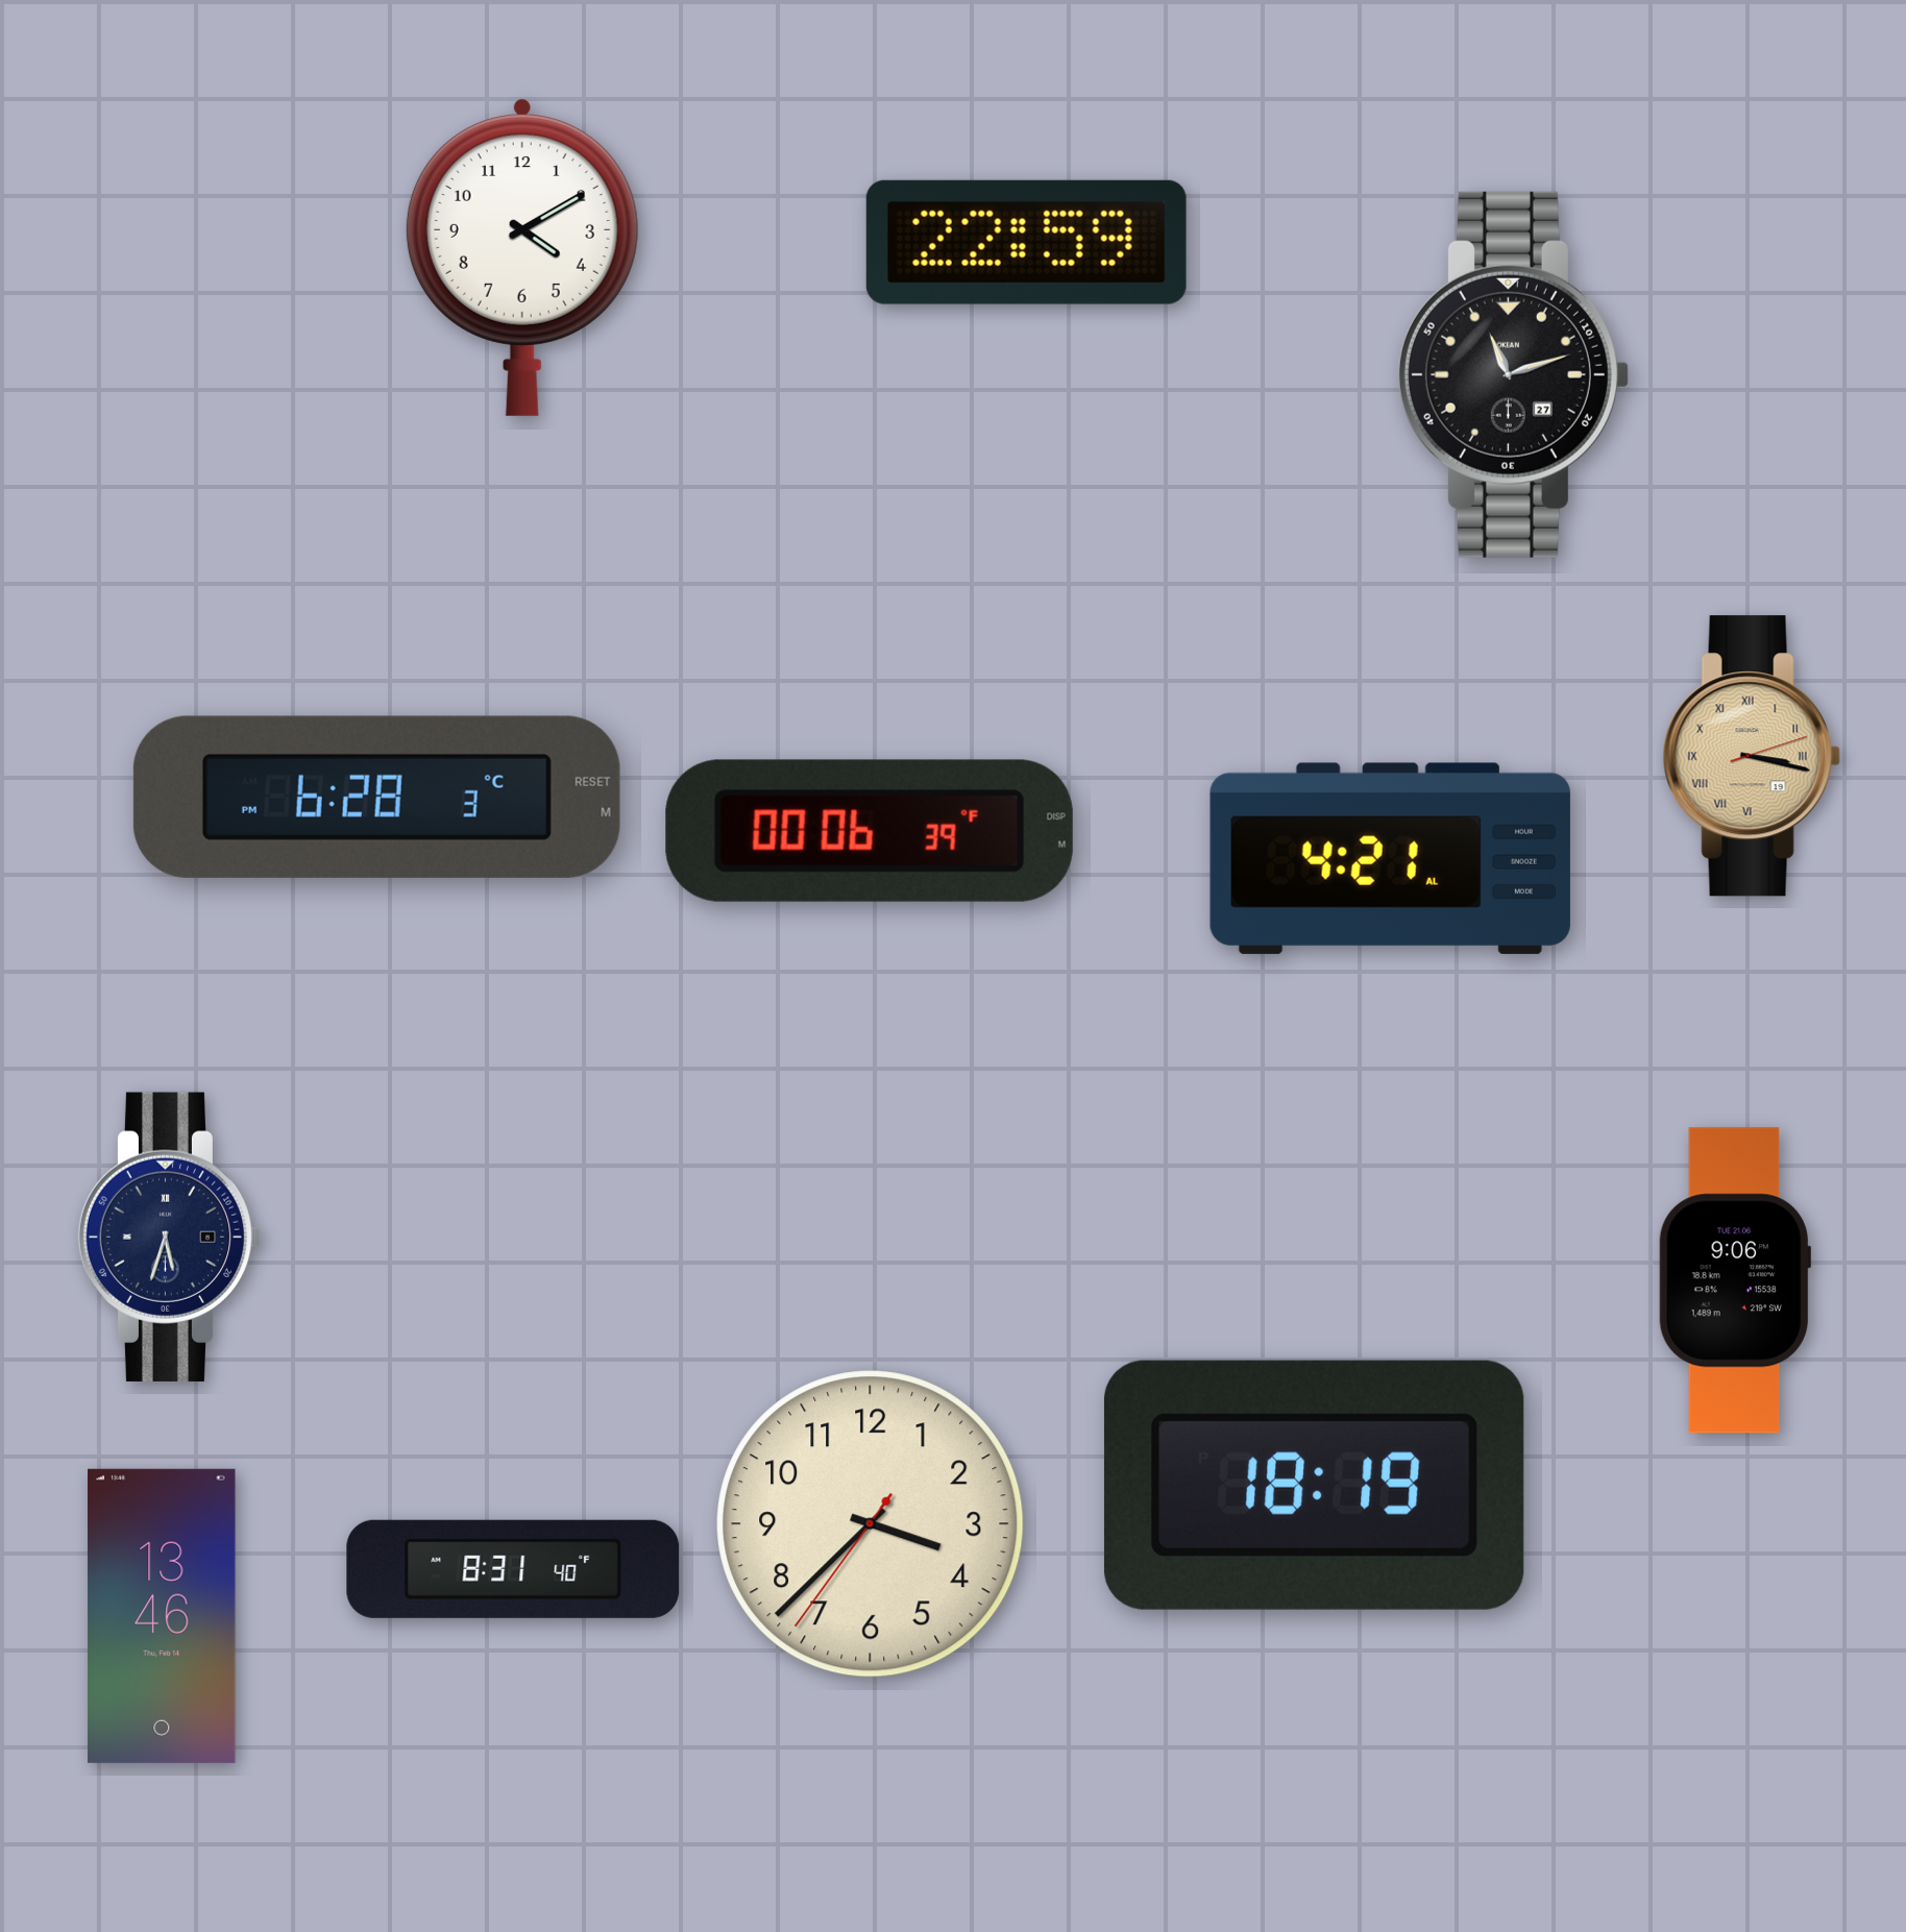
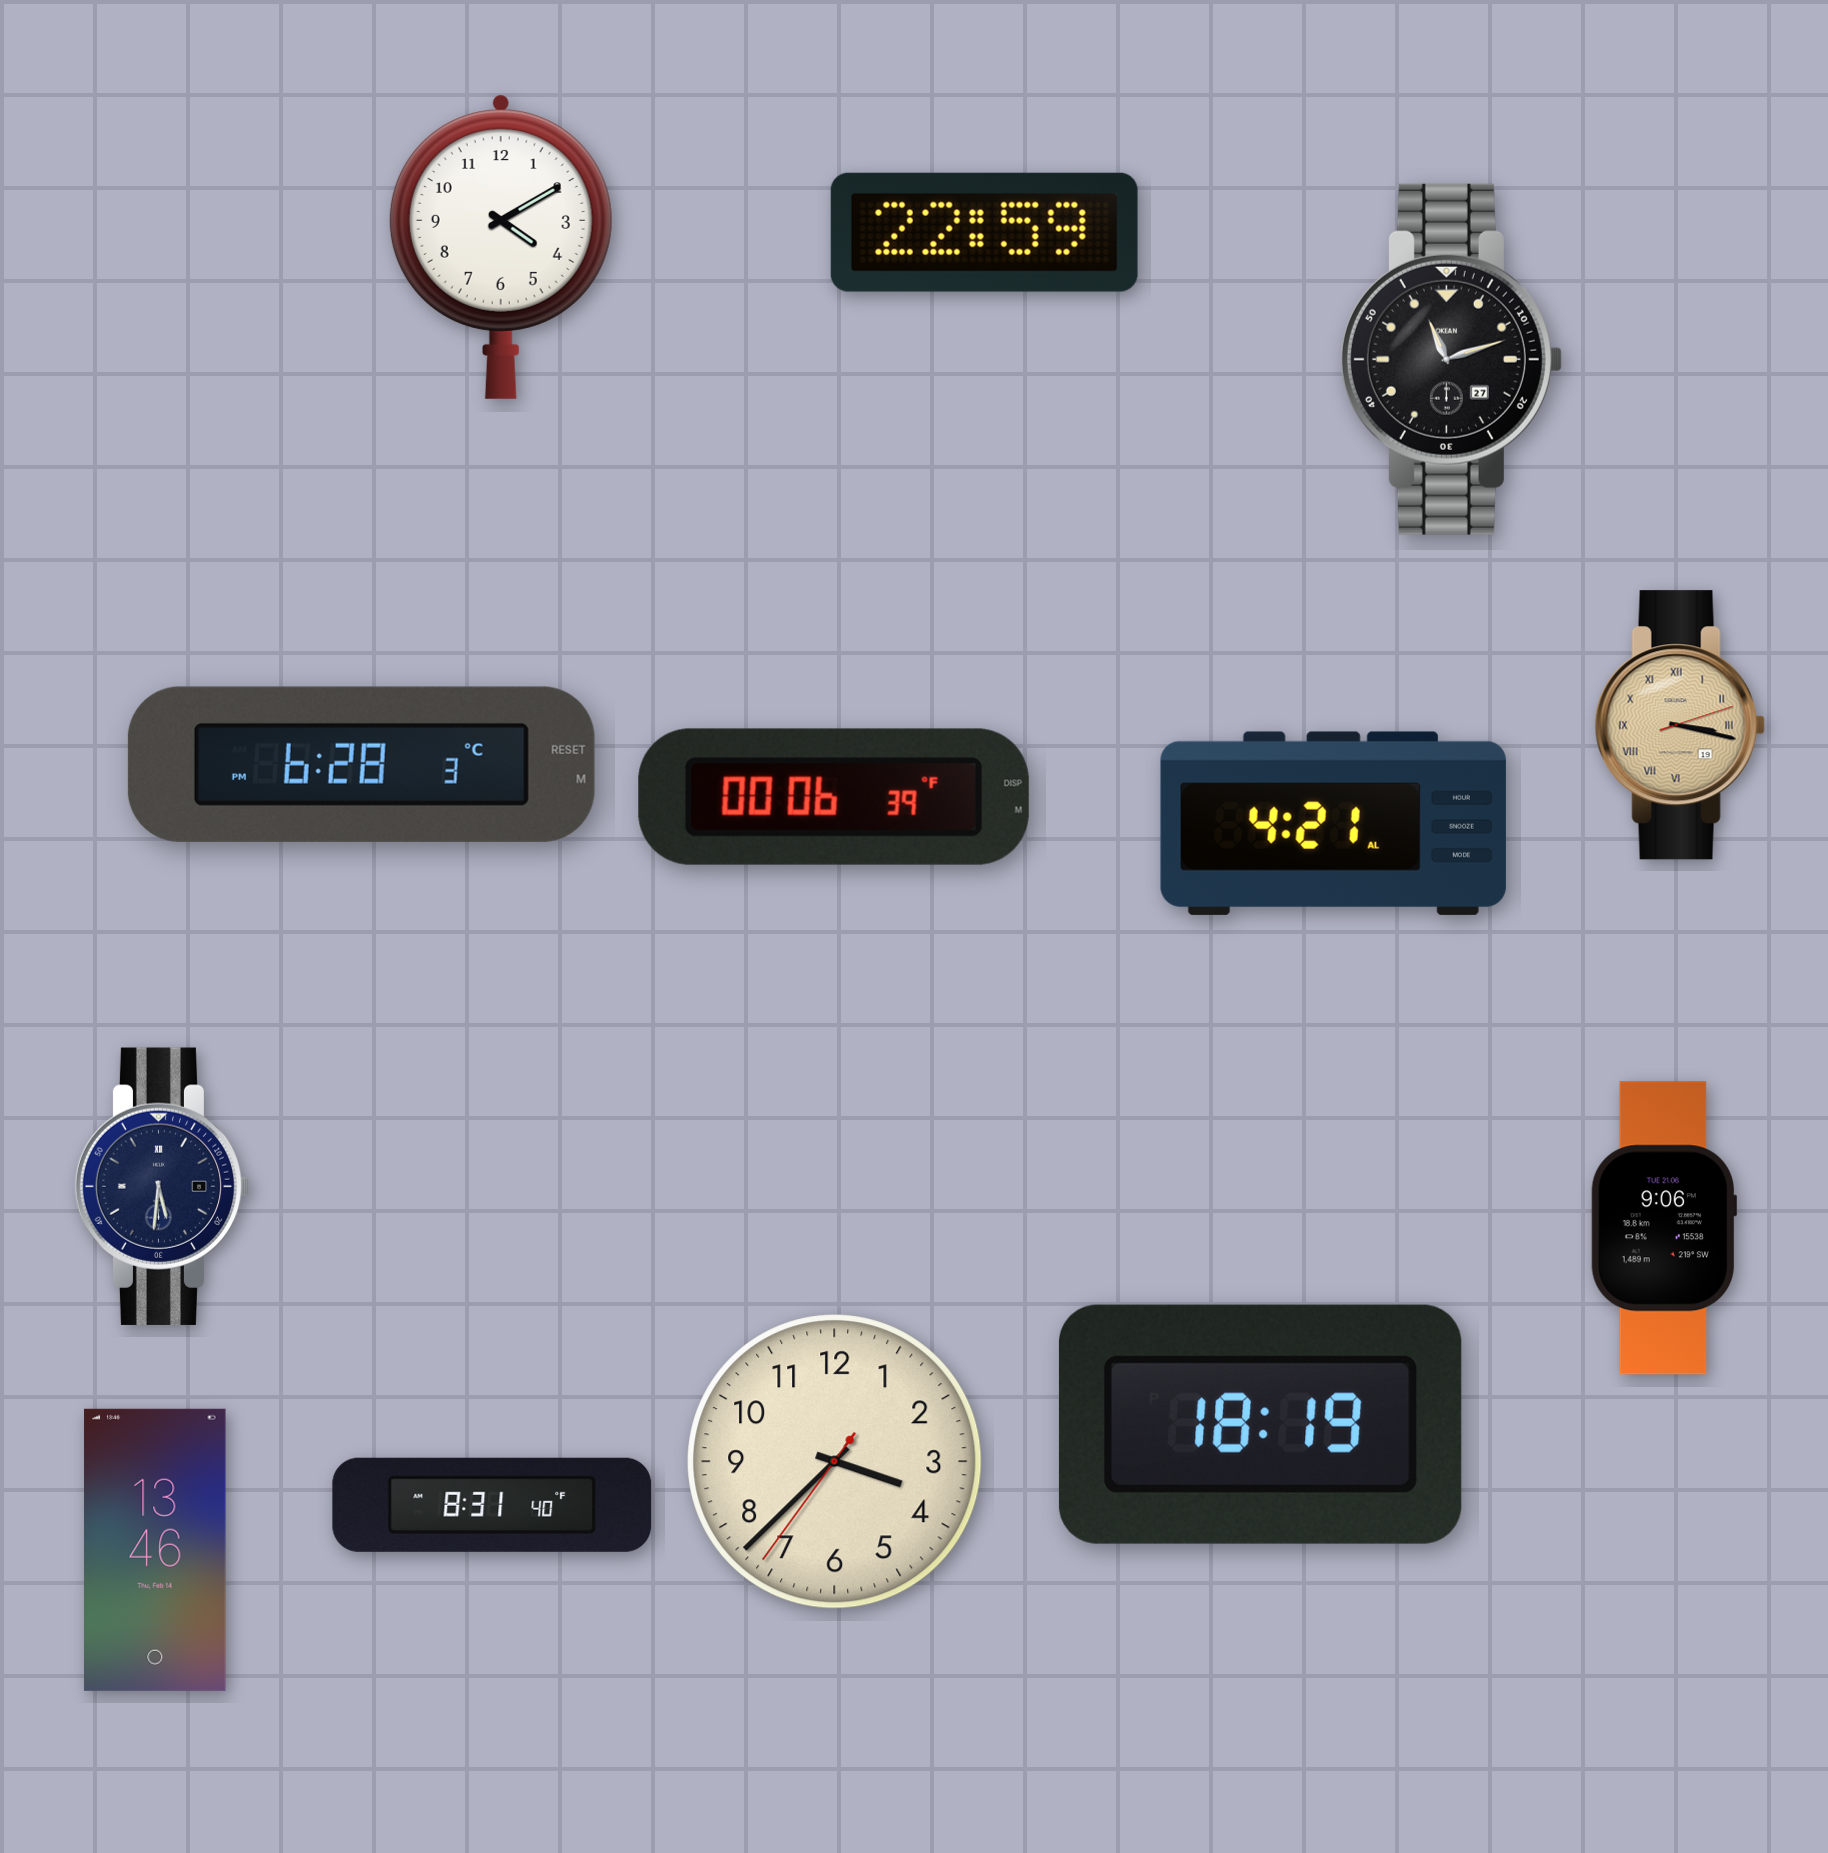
clock at (170, 1237): 5:33 -> 5:31
